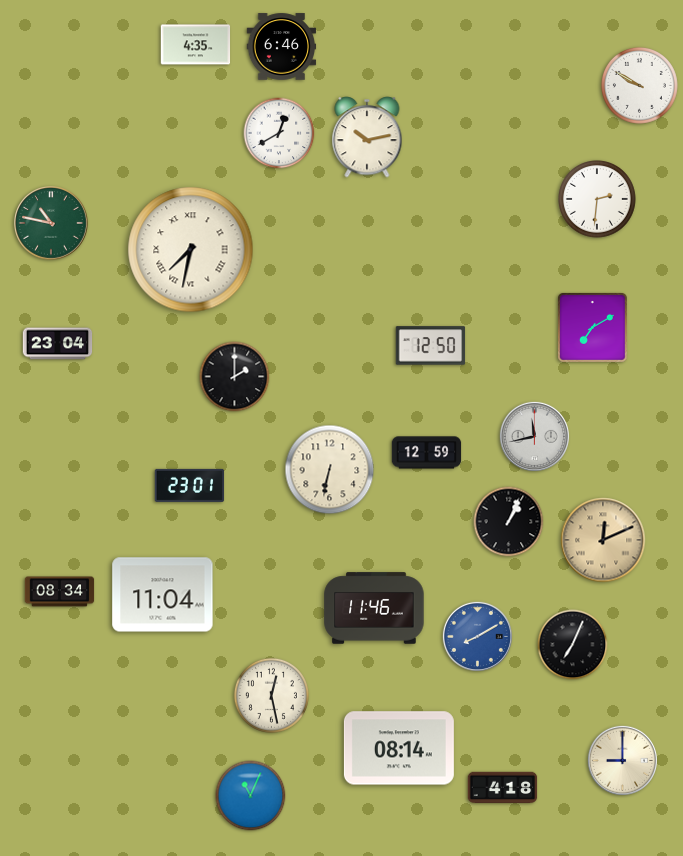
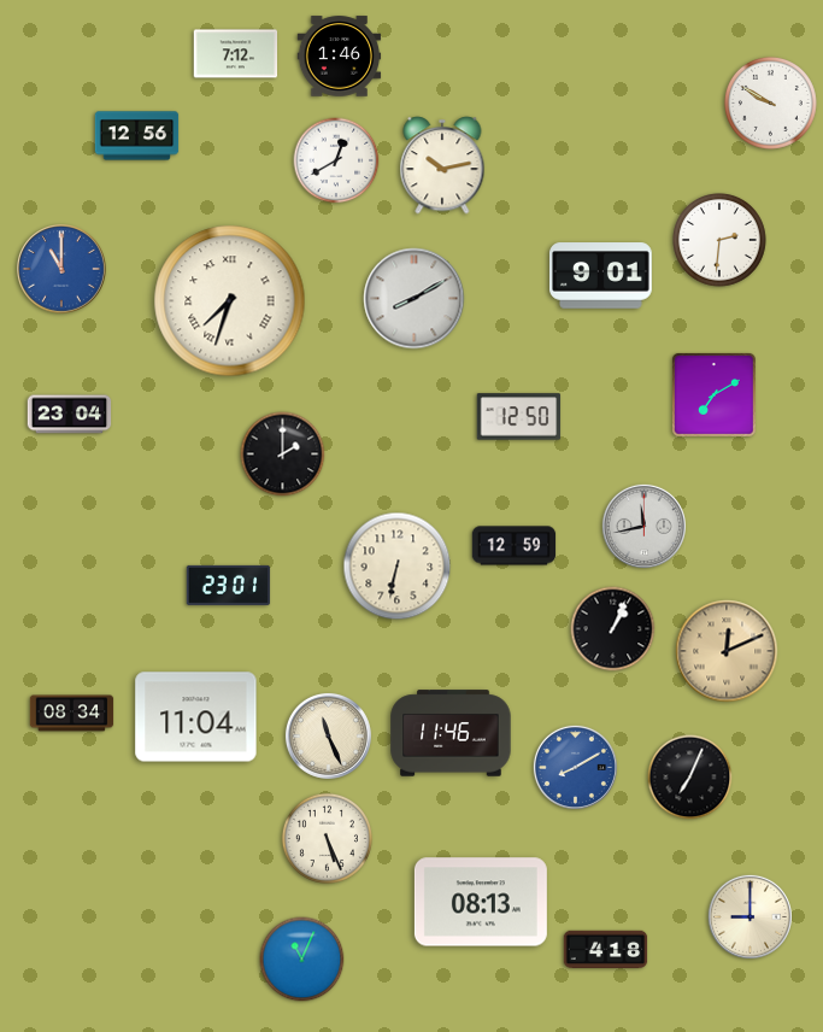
clock at (196, 45): 4:35 -> 7:12
clock at (282, 47): 6:46 -> 1:46
clock at (137, 136): none -> 12:56
clock at (52, 224): 10:47 -> 11:00
clock at (52, 224) dial: green -> blue
clock at (601, 276): none -> 9:01
clock at (415, 299): none -> 8:10
clock at (191, 250): 7:32 -> 7:33
clock at (328, 735): none -> 11:26
clock at (271, 695): 12:28 -> 5:26
clock at (399, 748): 08:14 -> 08:13
